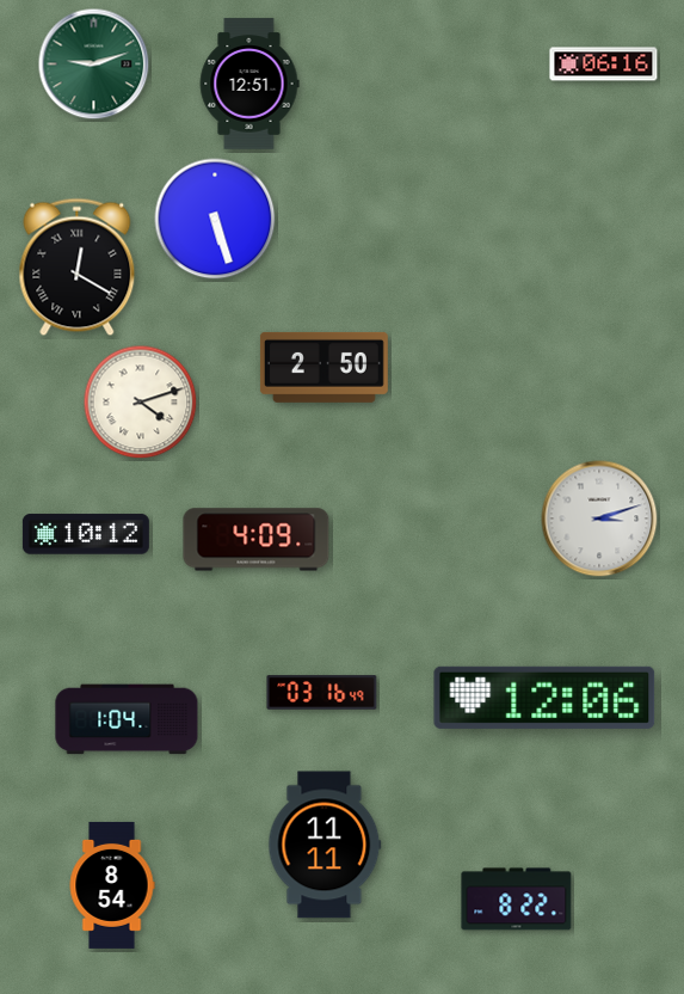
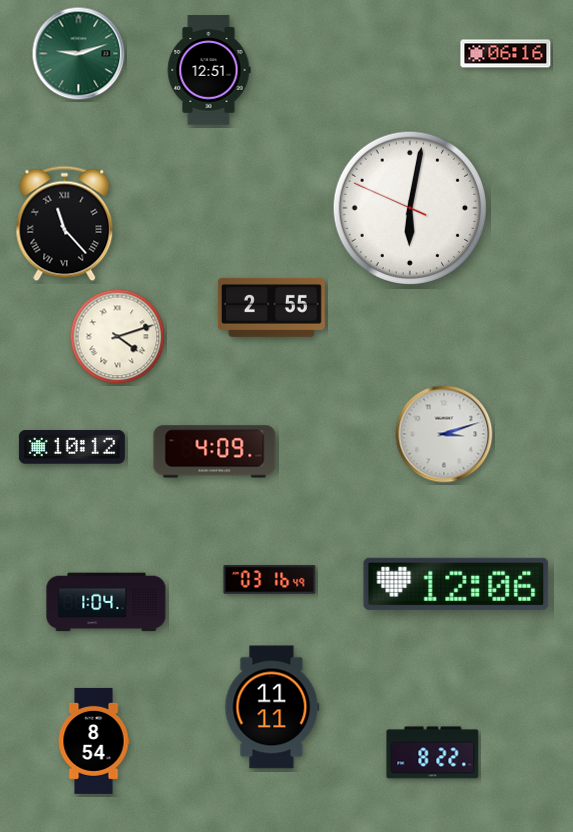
clock at (215, 219): 5:27 -> none
clock at (409, 207): none -> 6:01
clock at (78, 268): 12:20 -> 11:23
clock at (323, 367): 2:50 -> 2:55
clock at (599, 519) position: (599, 519) -> (444, 434)
